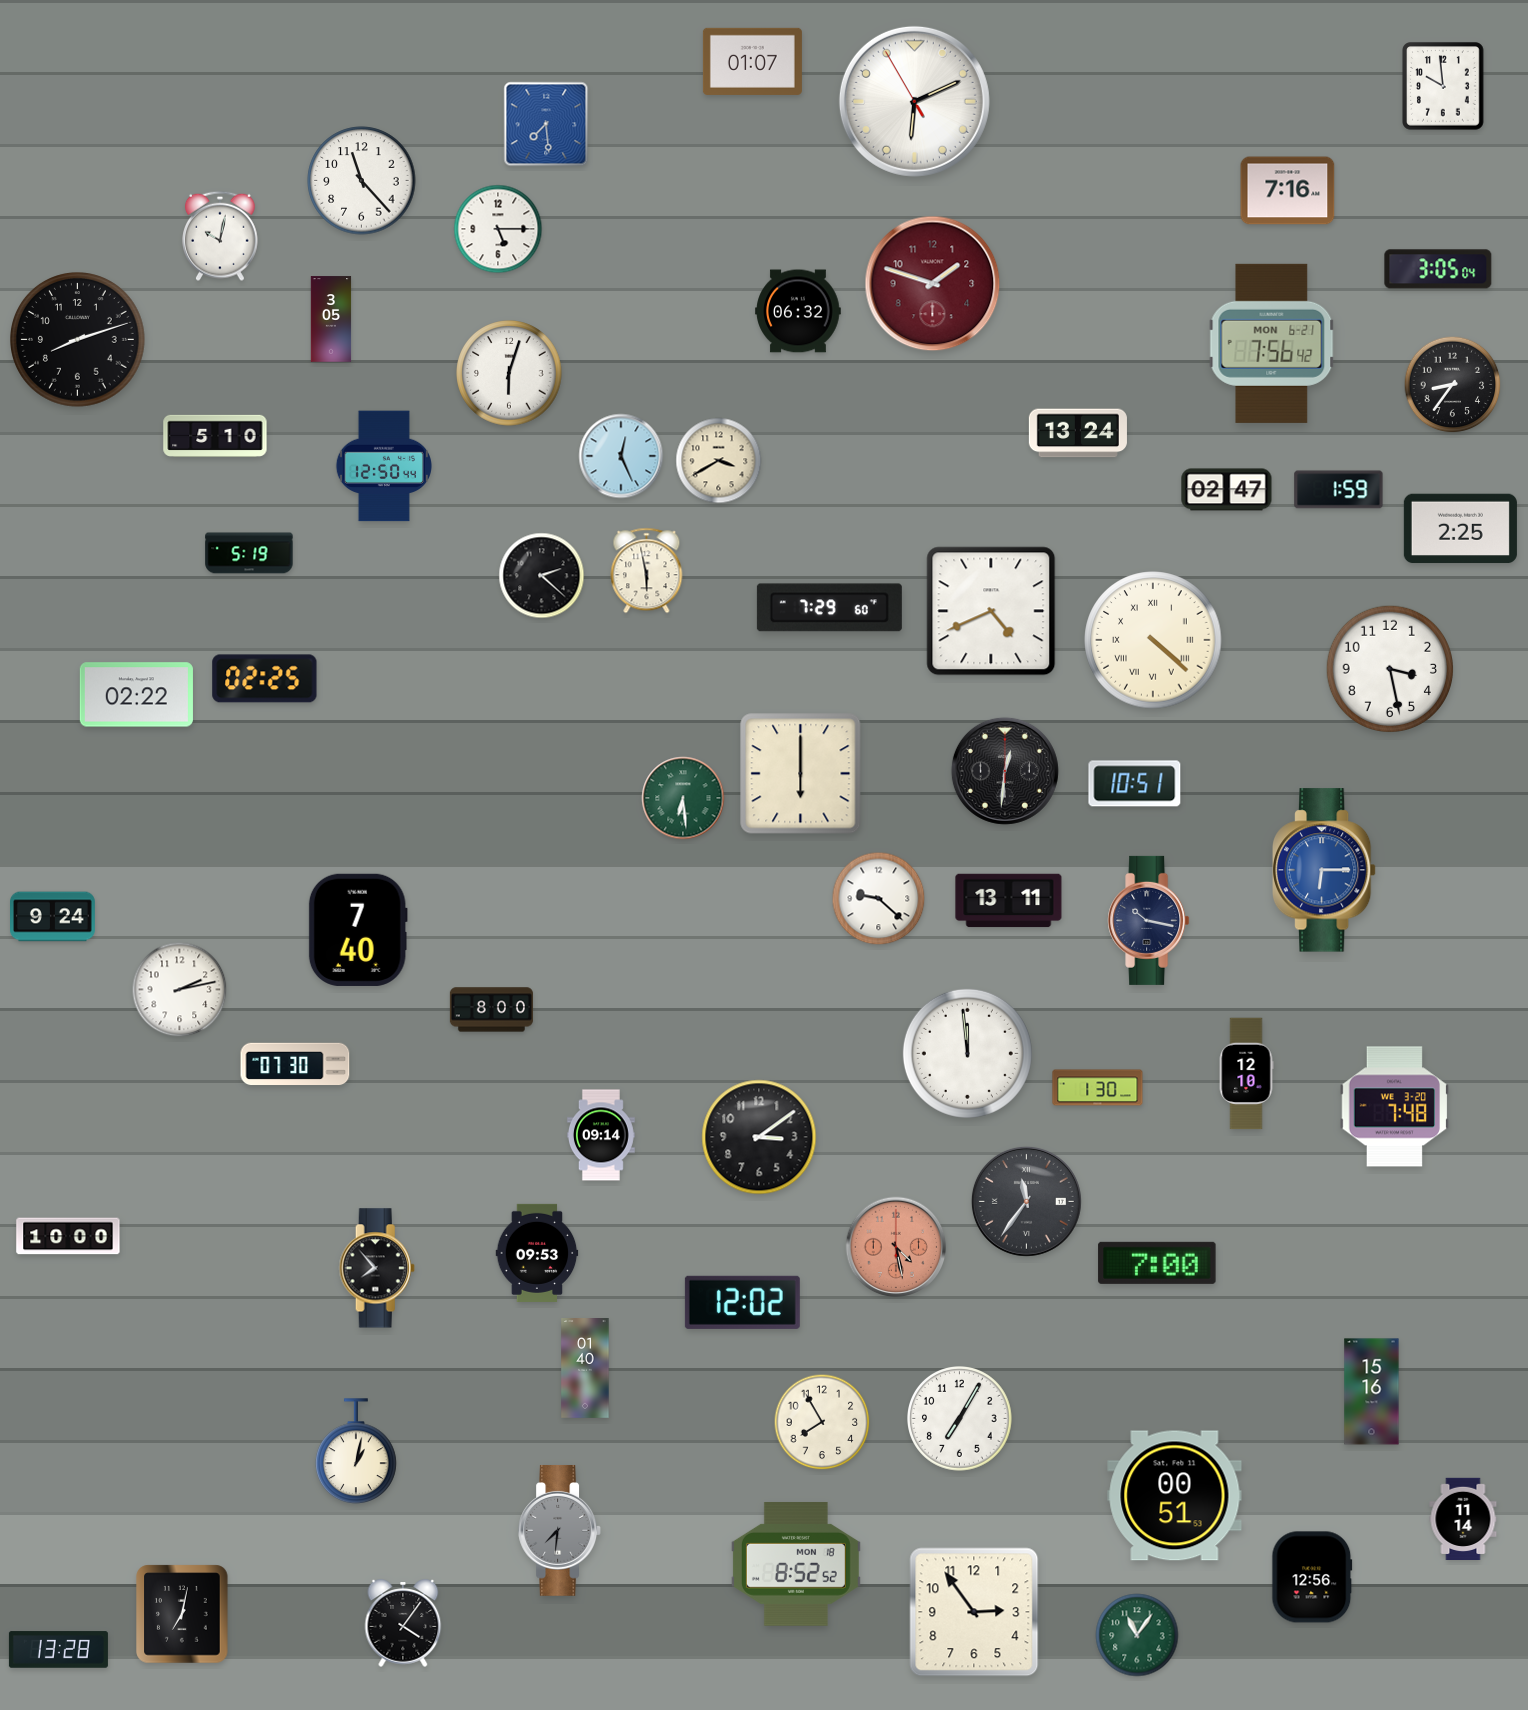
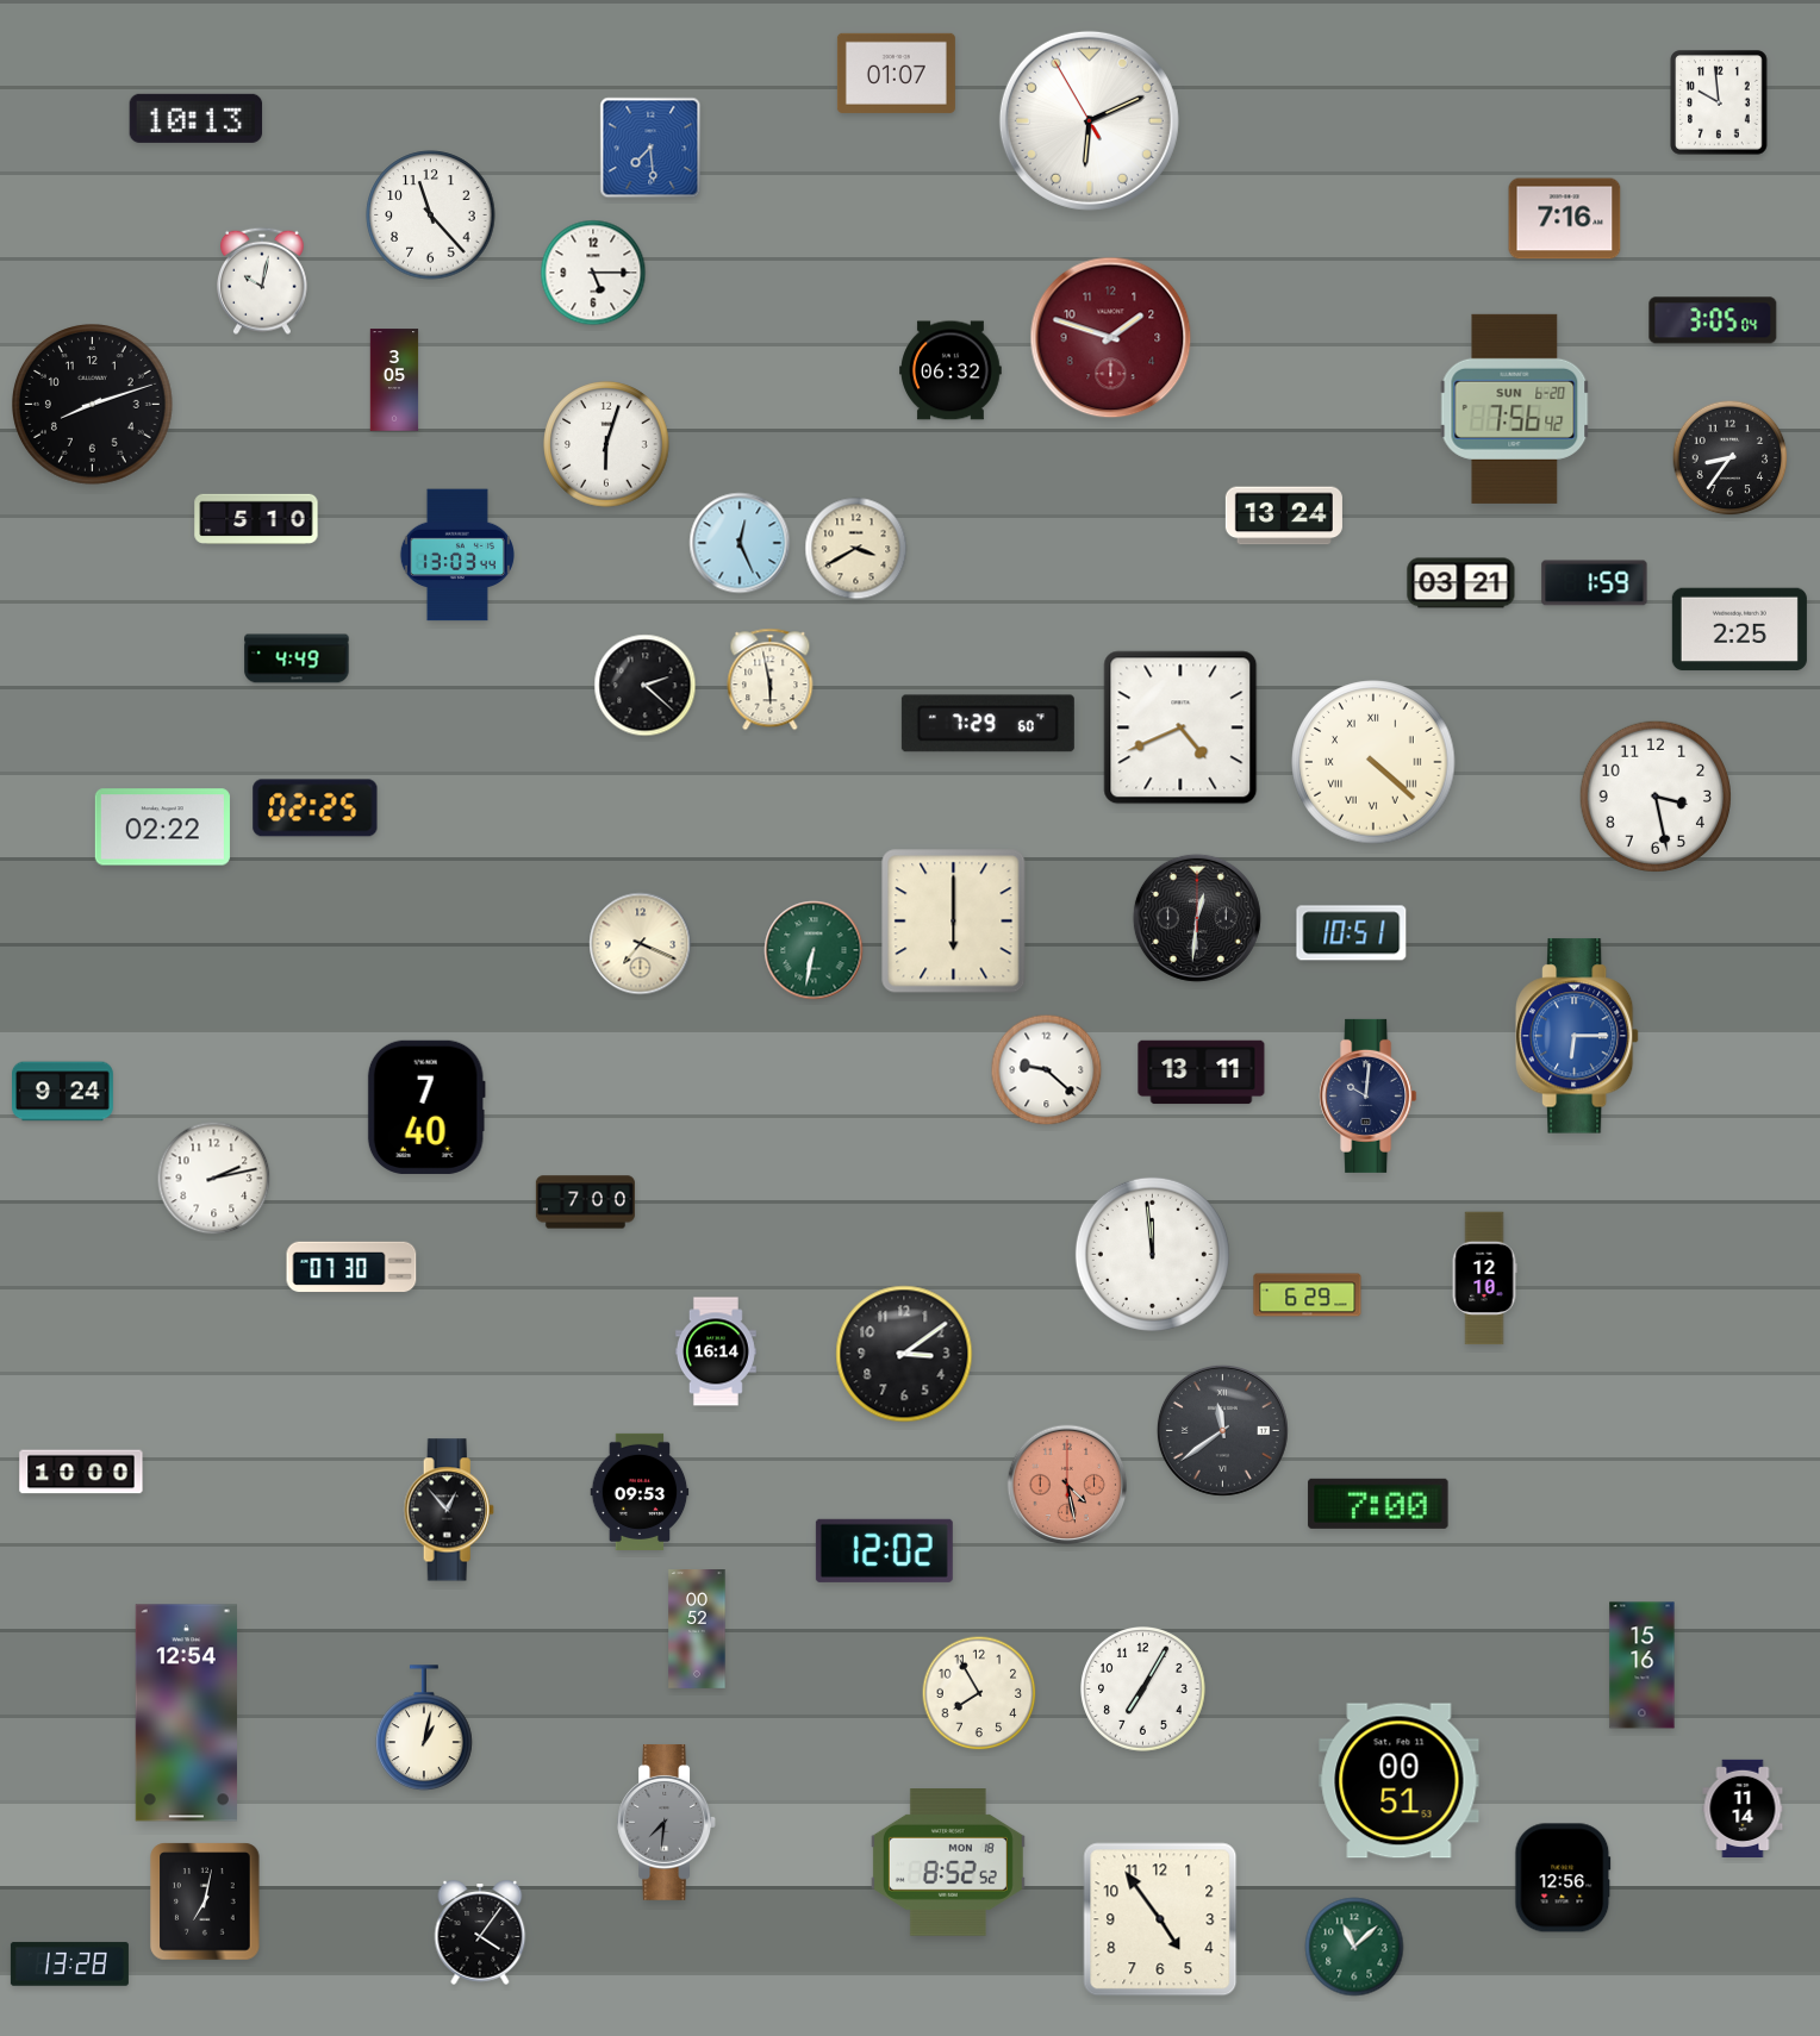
clock at (197, 118): none -> 10:13
clock at (1288, 191) position: (1288, 191) -> (1565, 219)
clock at (1272, 343) date: MON 6-21 -> SUN 6-20
clock at (383, 466): 12:50 -> 13:03
clock at (1227, 490): 02:47 -> 03:21
clock at (249, 553): 5:19 -> 4:49
clock at (641, 944): none -> 7:19
clock at (683, 798): 6:29 -> 6:32
clock at (1149, 920): 10:17 -> 10:01
clock at (491, 1010): 8:00 -> 7:00
clock at (1098, 1088): 1:30 -> 6:29
clock at (1394, 1107): 7:48 -> none
clock at (601, 1135): 09:14 -> 16:14
clock at (1026, 1201): 11:36 -> 11:39
clock at (377, 1268): 7:53 -> 12:53
clock at (585, 1369): 01:40 -> 00:52
clock at (1372, 1392) position: (1372, 1392) -> (1643, 1666)
clock at (186, 1713): none -> 12:54
clock at (974, 1612): 2:54 -> 4:54
clock at (182, 1614) position: (182, 1614) -> (205, 1901)
clock at (1137, 1635): 11:06 -> 11:08
